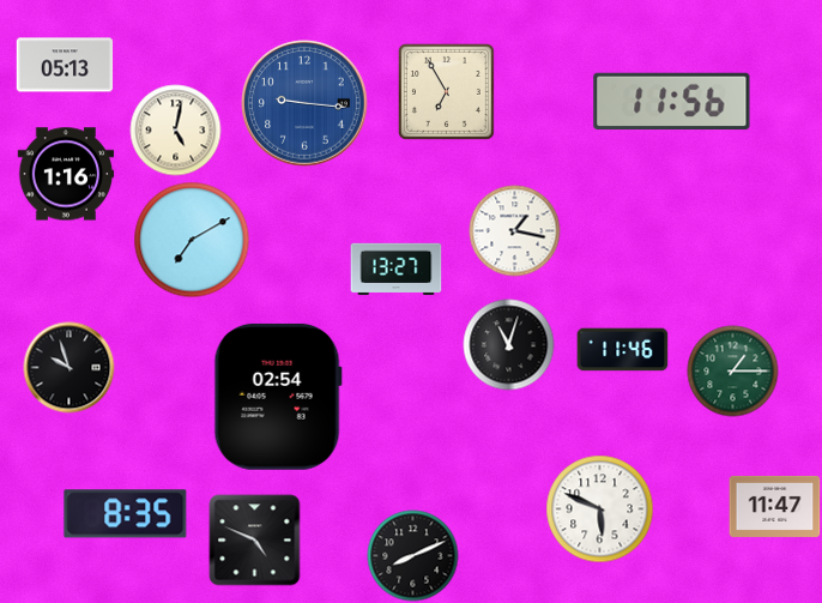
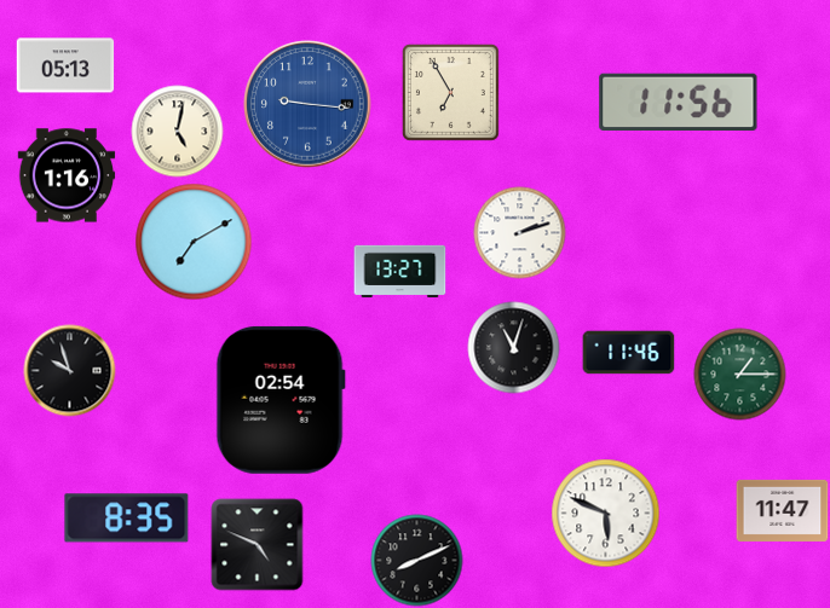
clock at (515, 231): 1:17 -> 2:12
